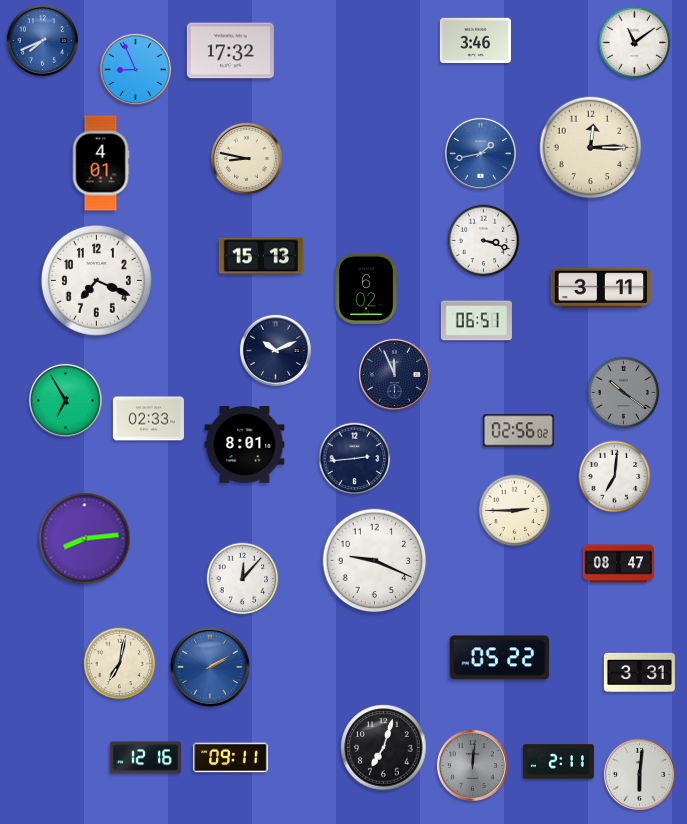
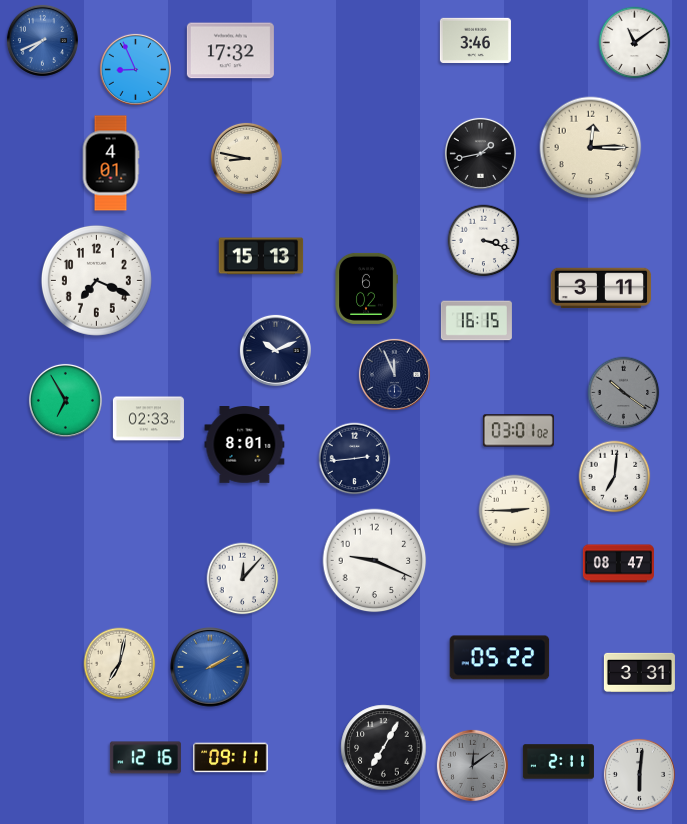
clock at (480, 153) dial: blue -> black
clock at (101, 163) position: (101, 163) -> (111, 163)
clock at (476, 321): 06:51 -> 16:15
clock at (518, 431): 02:56 -> 03:01
clock at (85, 539): 8:14 -> none
clock at (384, 748): 7:03 -> 7:05
clock at (472, 765): 12:01 -> 12:09
